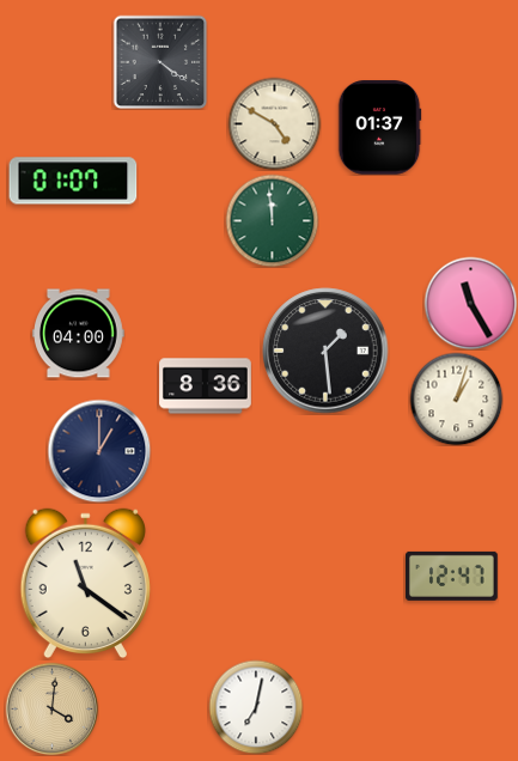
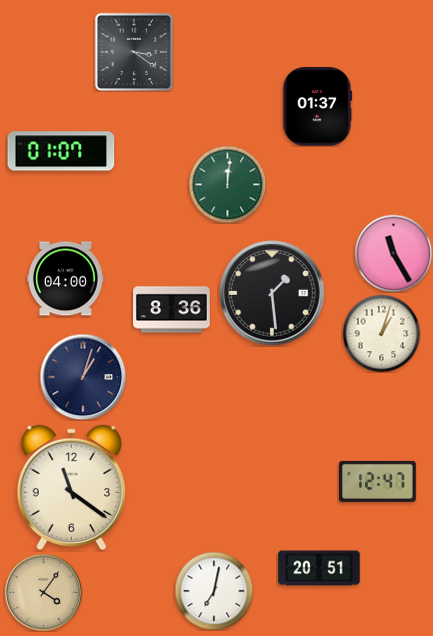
clock at (160, 62): 4:21 -> 3:21
clock at (274, 123): 4:50 -> none
clock at (272, 220): 11:59 -> 12:01
clock at (206, 386) position: (206, 386) -> (172, 310)
clock at (99, 451): 1:00 -> 1:03
clock at (319, 568): none -> 20:51
clock at (51, 708): 4:01 -> 4:06
